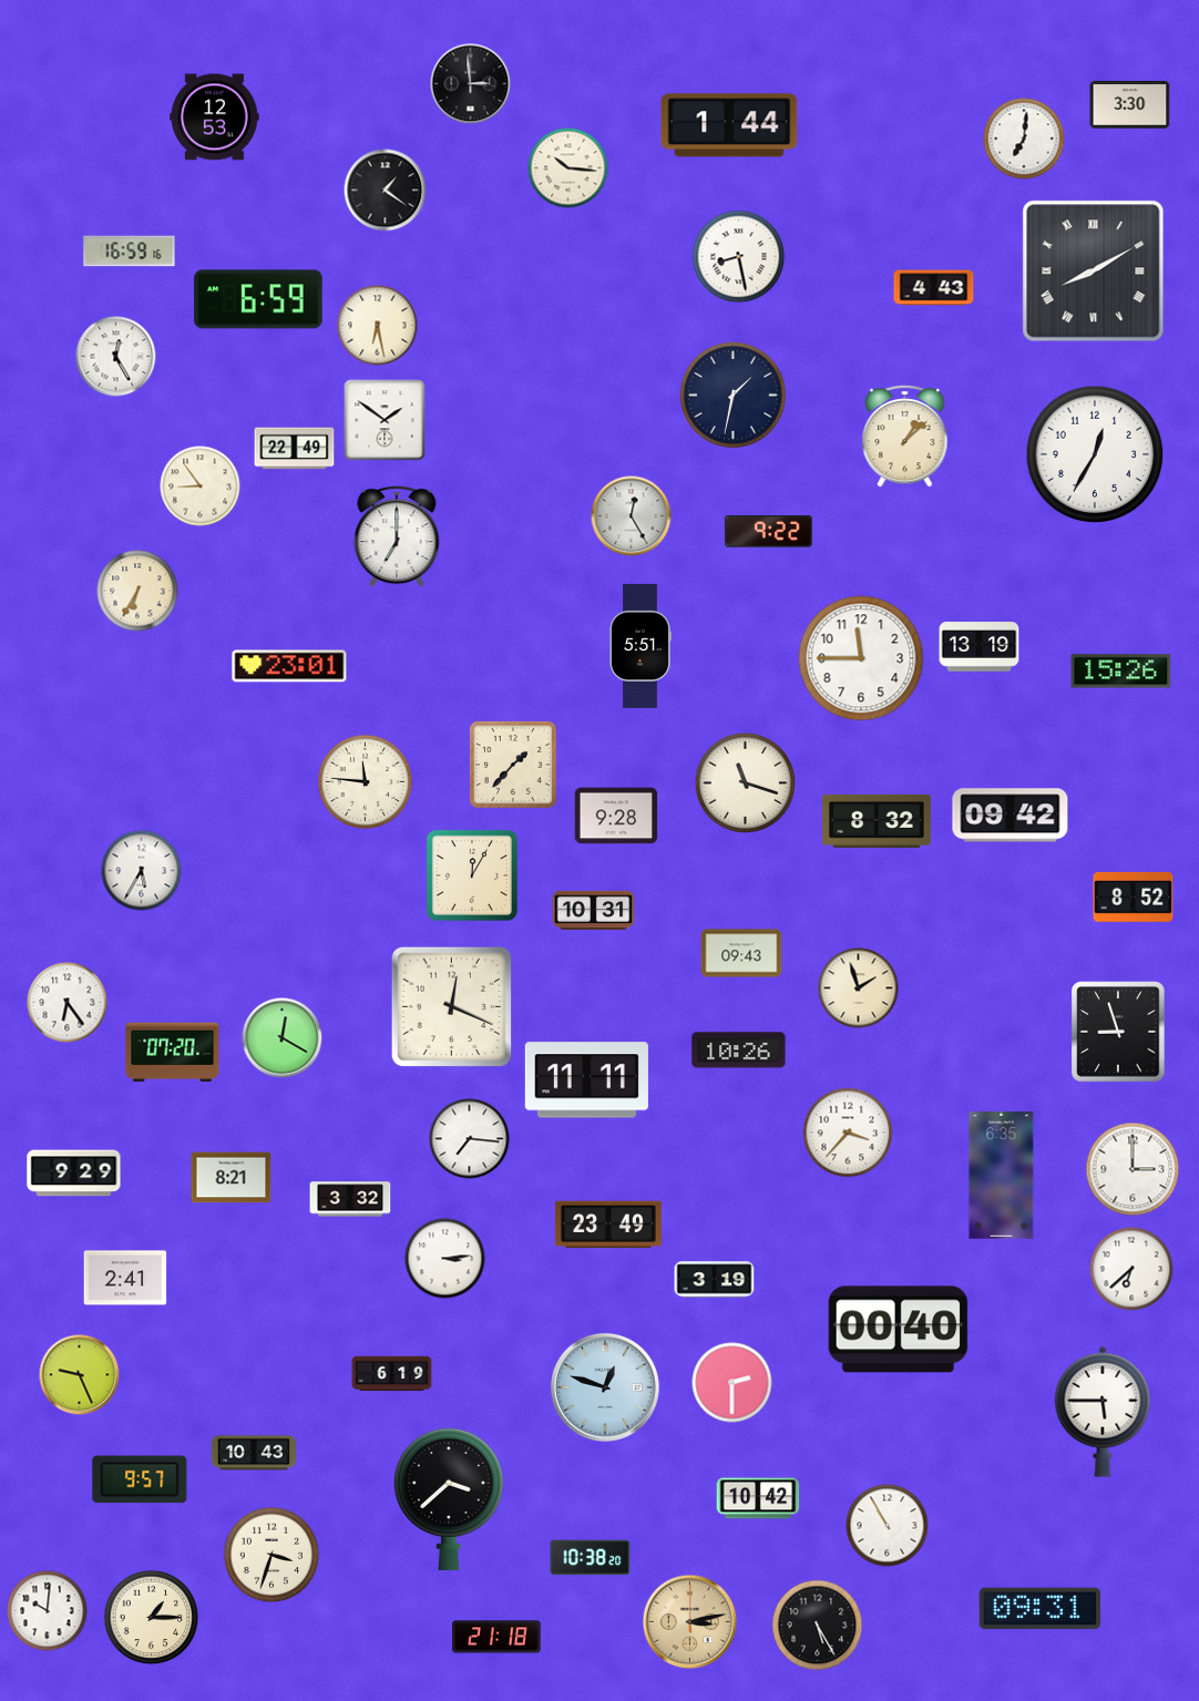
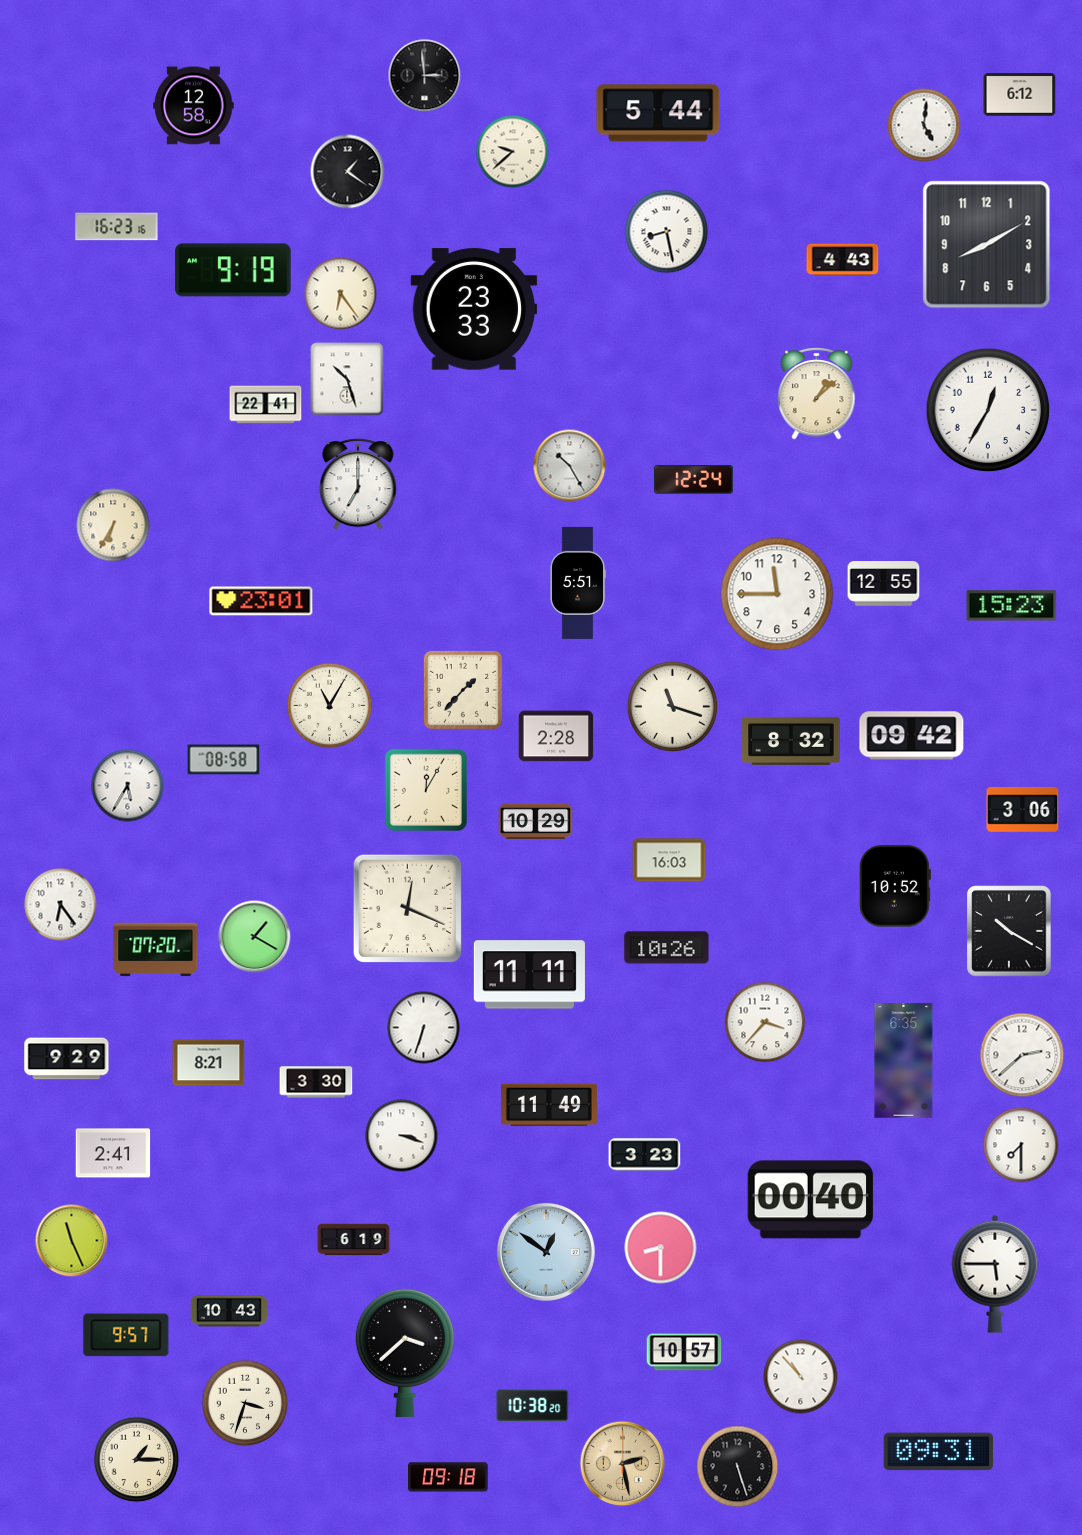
clock at (1130, 105): 3:30 -> 6:12
clock at (215, 117): 12:53 -> 12:58
clock at (729, 125): 1:44 -> 5:44
clock at (1024, 139): 7:01 -> 5:01
clock at (568, 168): 10:16 -> 9:38
clock at (130, 252): 16:59 -> 16:23
clock at (1094, 271) numerals: Roman -> Arabic
clock at (258, 299): 6:59 -> 9:19
clock at (378, 326): 6:28 -> 6:24
clock at (474, 309): none -> 23:33
clock at (116, 357): 12:25 -> none
clock at (732, 394): 1:32 -> none
clock at (385, 420): 1:51 -> 10:27
clock at (295, 449): 22:49 -> 22:41
clock at (201, 486): 8:54 -> none
clock at (632, 516): 12:25 -> 10:25
clock at (768, 532): 9:22 -> 12:24
clock at (137, 591) position: (137, 591) -> (113, 525)
clock at (980, 647): 13:19 -> 12:55
clock at (1121, 672): 15:26 -> 15:23
clock at (366, 782): 11:46 -> 11:05
clock at (616, 816): 9:28 -> 2:28
clock at (224, 760): none -> 08:58
clock at (1134, 896): 8:52 -> 3:06
clock at (594, 910): 10:31 -> 10:29
clock at (741, 953): 09:43 -> 16:03
clock at (895, 886): none -> 10:52
clock at (859, 988): 1:57 -> none
clock at (1118, 1032): 8:57 -> 10:20
clock at (283, 1038): 12:20 -> 1:20
clock at (470, 1139): 7:16 -> 6:33
clock at (1133, 1169): 3:00 -> 2:38
clock at (350, 1199): 3:32 -> 3:30
clock at (608, 1224): 23:49 -> 11:49
clock at (445, 1259): 3:14 -> 3:18
clock at (1131, 1269): 6:38 -> 7:30
clock at (715, 1280): 3:19 -> 3:23
clock at (80, 1375): 9:26 -> 11:26
clock at (732, 1383): 2:30 -> 8:30
clock at (605, 1387): 12:48 -> 12:51
clock at (758, 1498): 10:42 -> 10:57
clock at (888, 1526): 10:55 -> 10:53
clock at (48, 1611): 10:01 -> none
clock at (690, 1622): 3:13 -> 2:28
clock at (818, 1626): 5:25 -> 5:27
clock at (498, 1637): 21:18 -> 09:18
